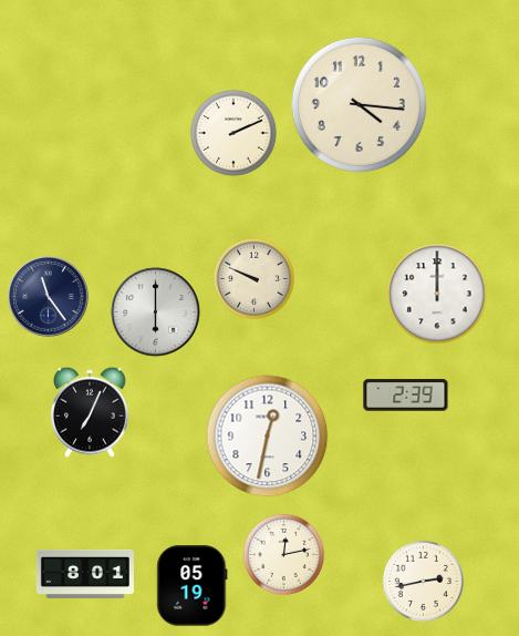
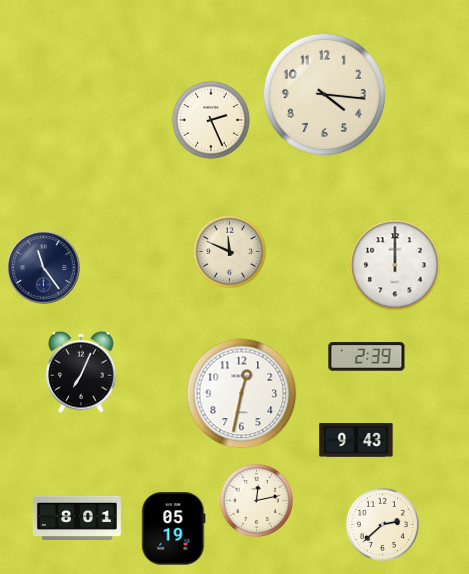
clock at (233, 133): 2:11 -> 2:26
clock at (253, 278): 9:49 -> 11:49
clock at (156, 312): 6:00 -> none
clock at (356, 441): none -> 9:43
clock at (423, 581): 2:43 -> 2:38
